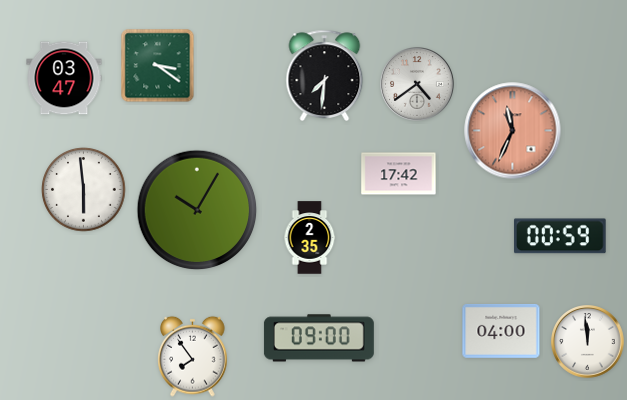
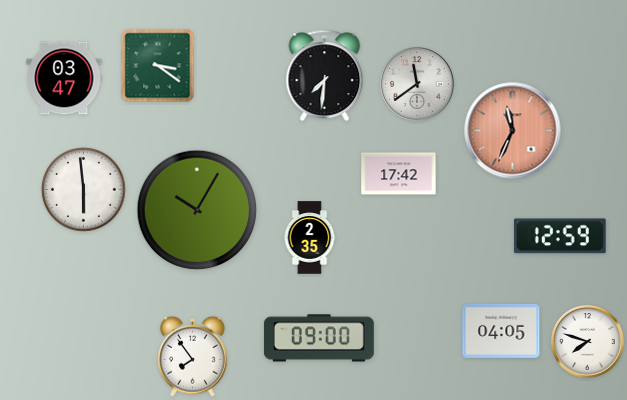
clock at (417, 84): 4:39 -> 11:39
clock at (560, 236): 00:59 -> 12:59
clock at (501, 331): 04:00 -> 04:05
clock at (588, 342): 11:59 -> 7:48
